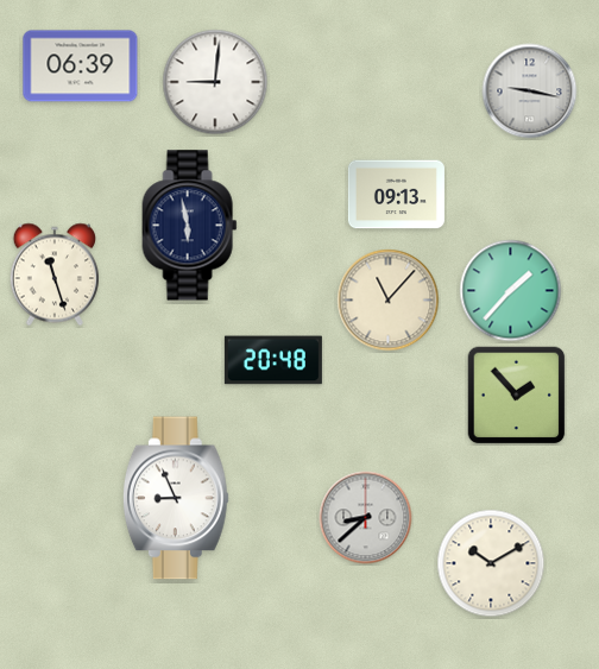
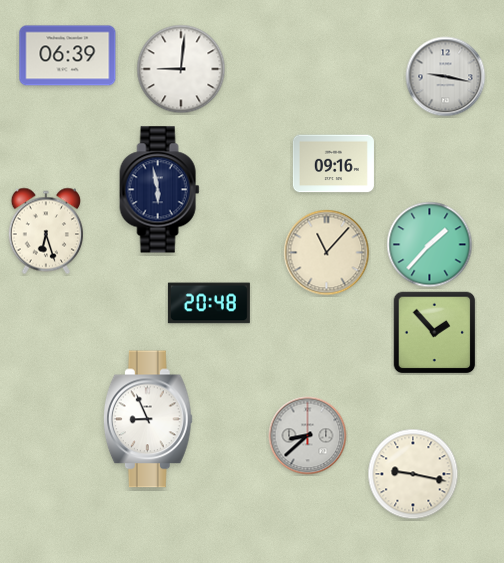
clock at (396, 195): 09:13 -> 09:16
clock at (53, 274): 11:27 -> 6:27
clock at (273, 360) position: (273, 360) -> (209, 303)
clock at (491, 563): 10:10 -> 9:17
